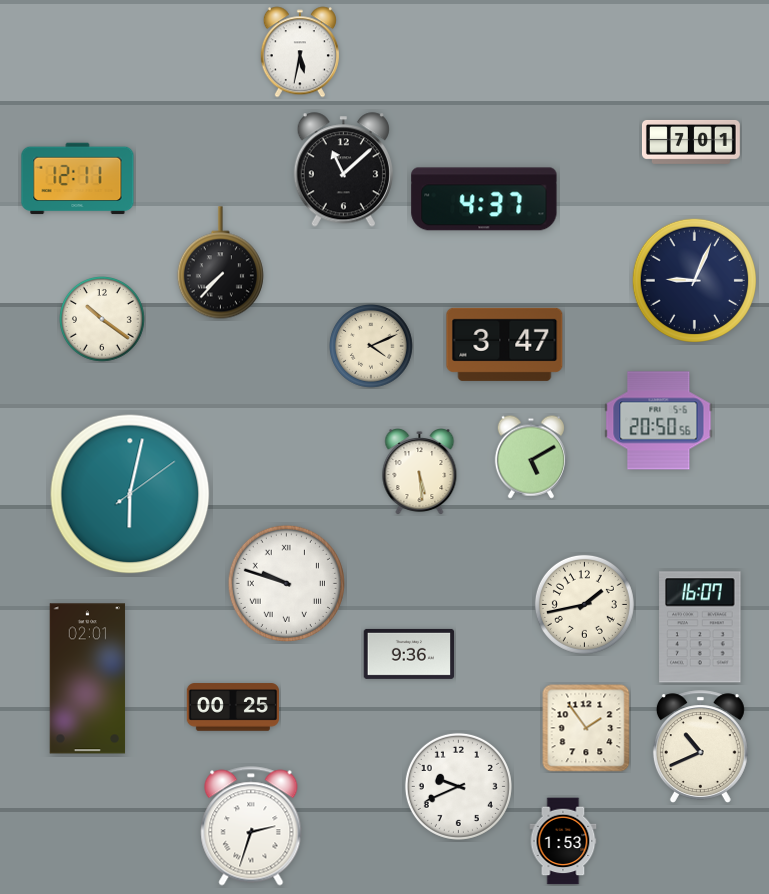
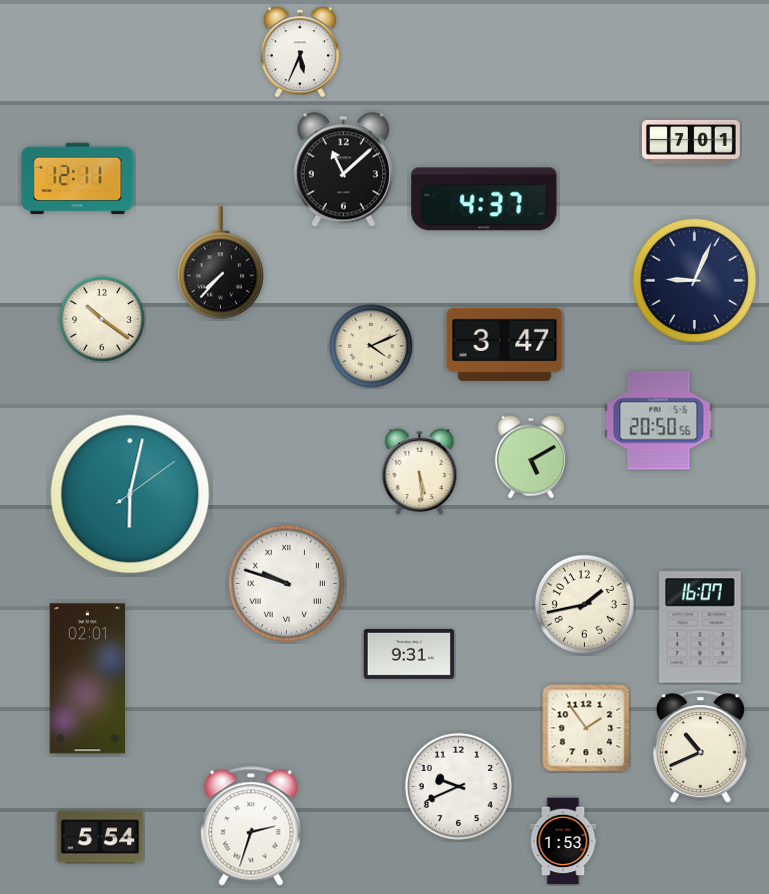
clock at (300, 52): 5:32 -> 5:34
clock at (409, 654): 9:36 -> 9:31
clock at (232, 707): 00:25 -> none
clock at (100, 837): none -> 5:54
